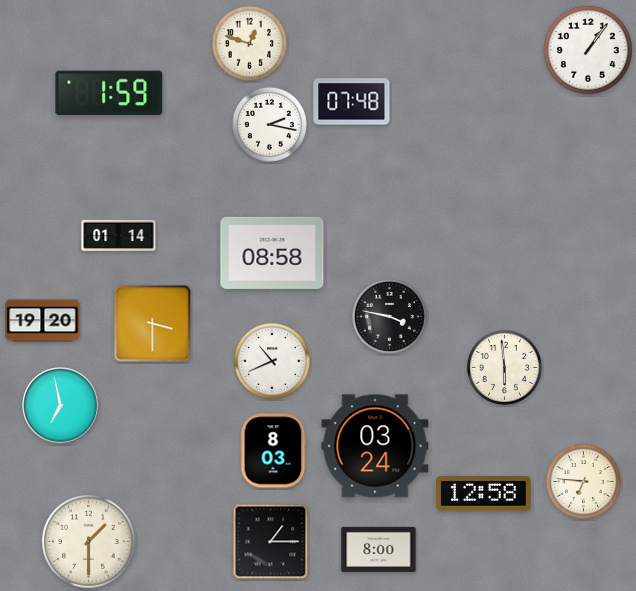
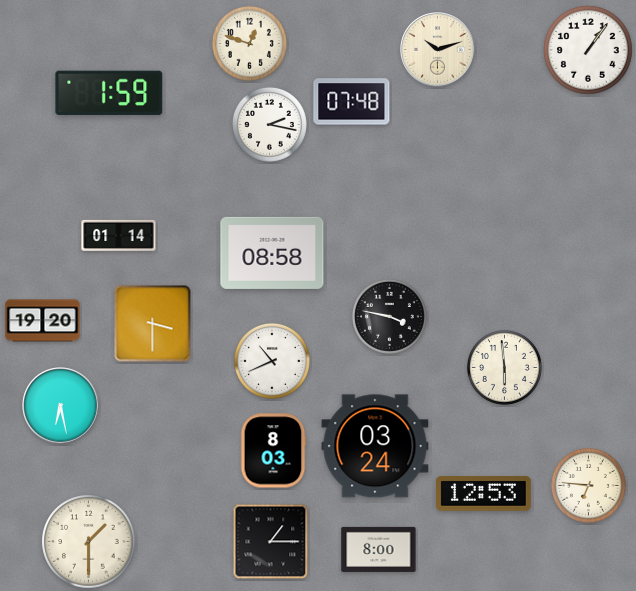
clock at (438, 50): none -> 10:12
clock at (61, 406): 6:58 -> 6:28
clock at (583, 481) position: (583, 481) -> (588, 485)
clock at (484, 494): 12:58 -> 12:53
